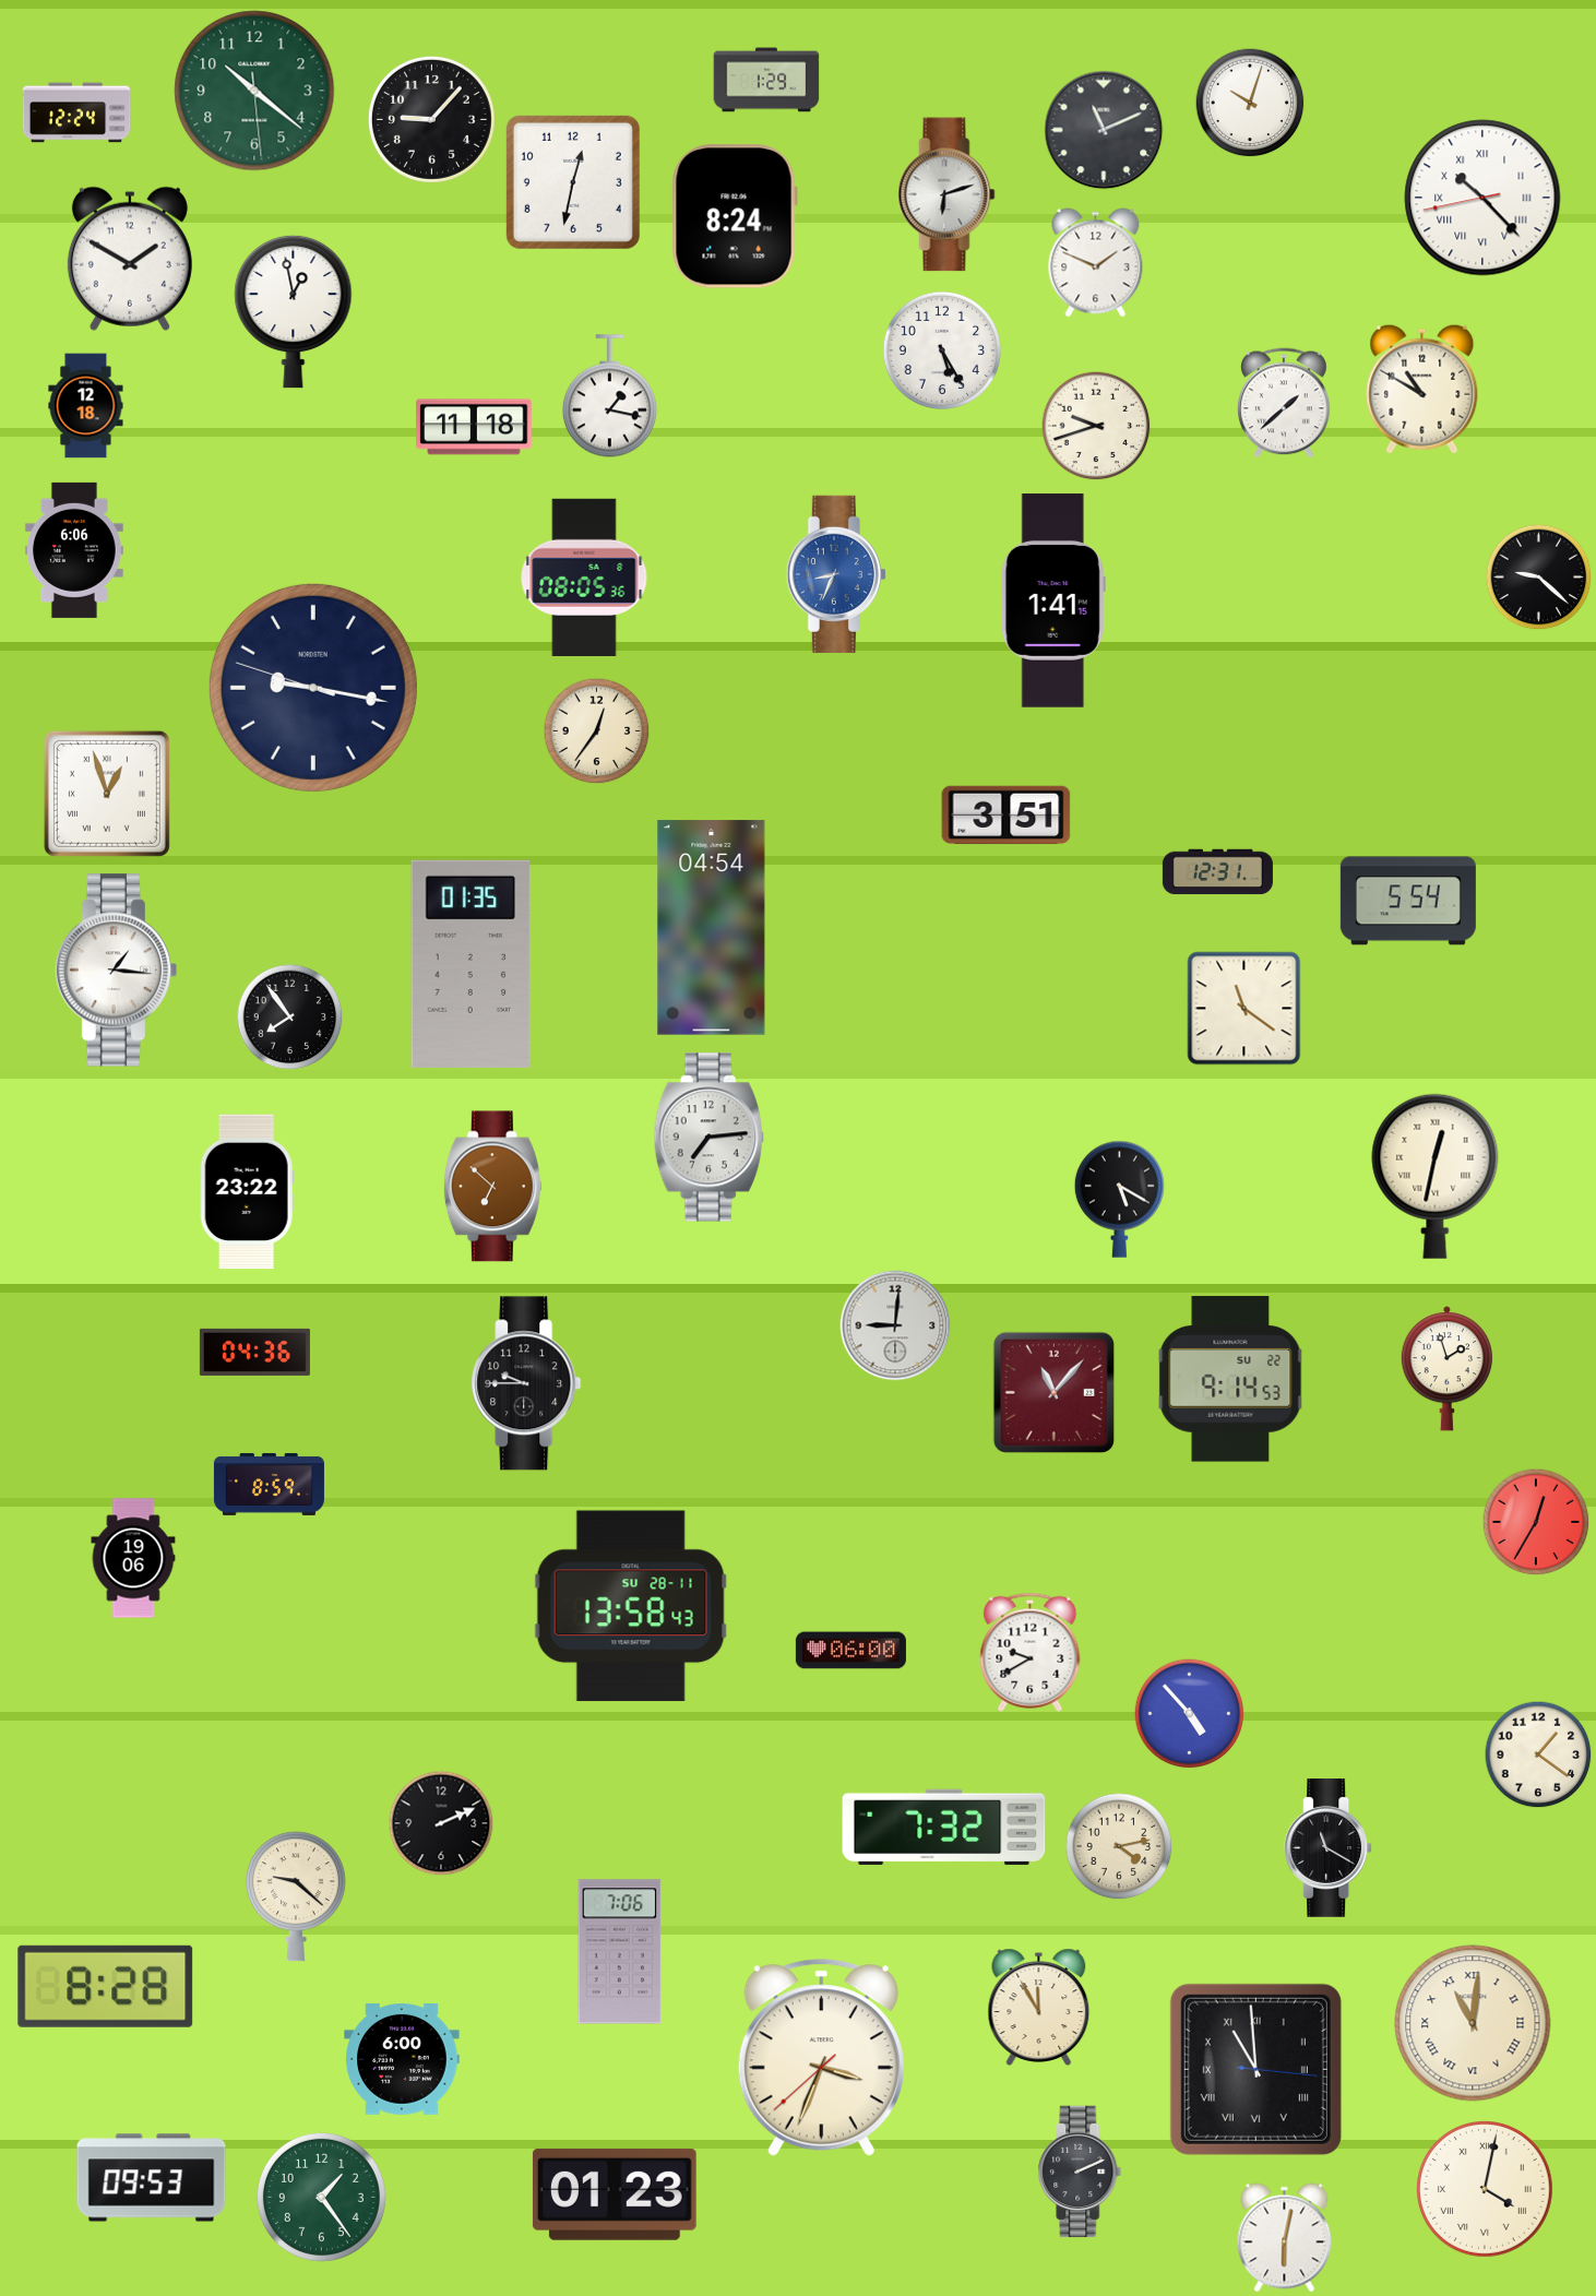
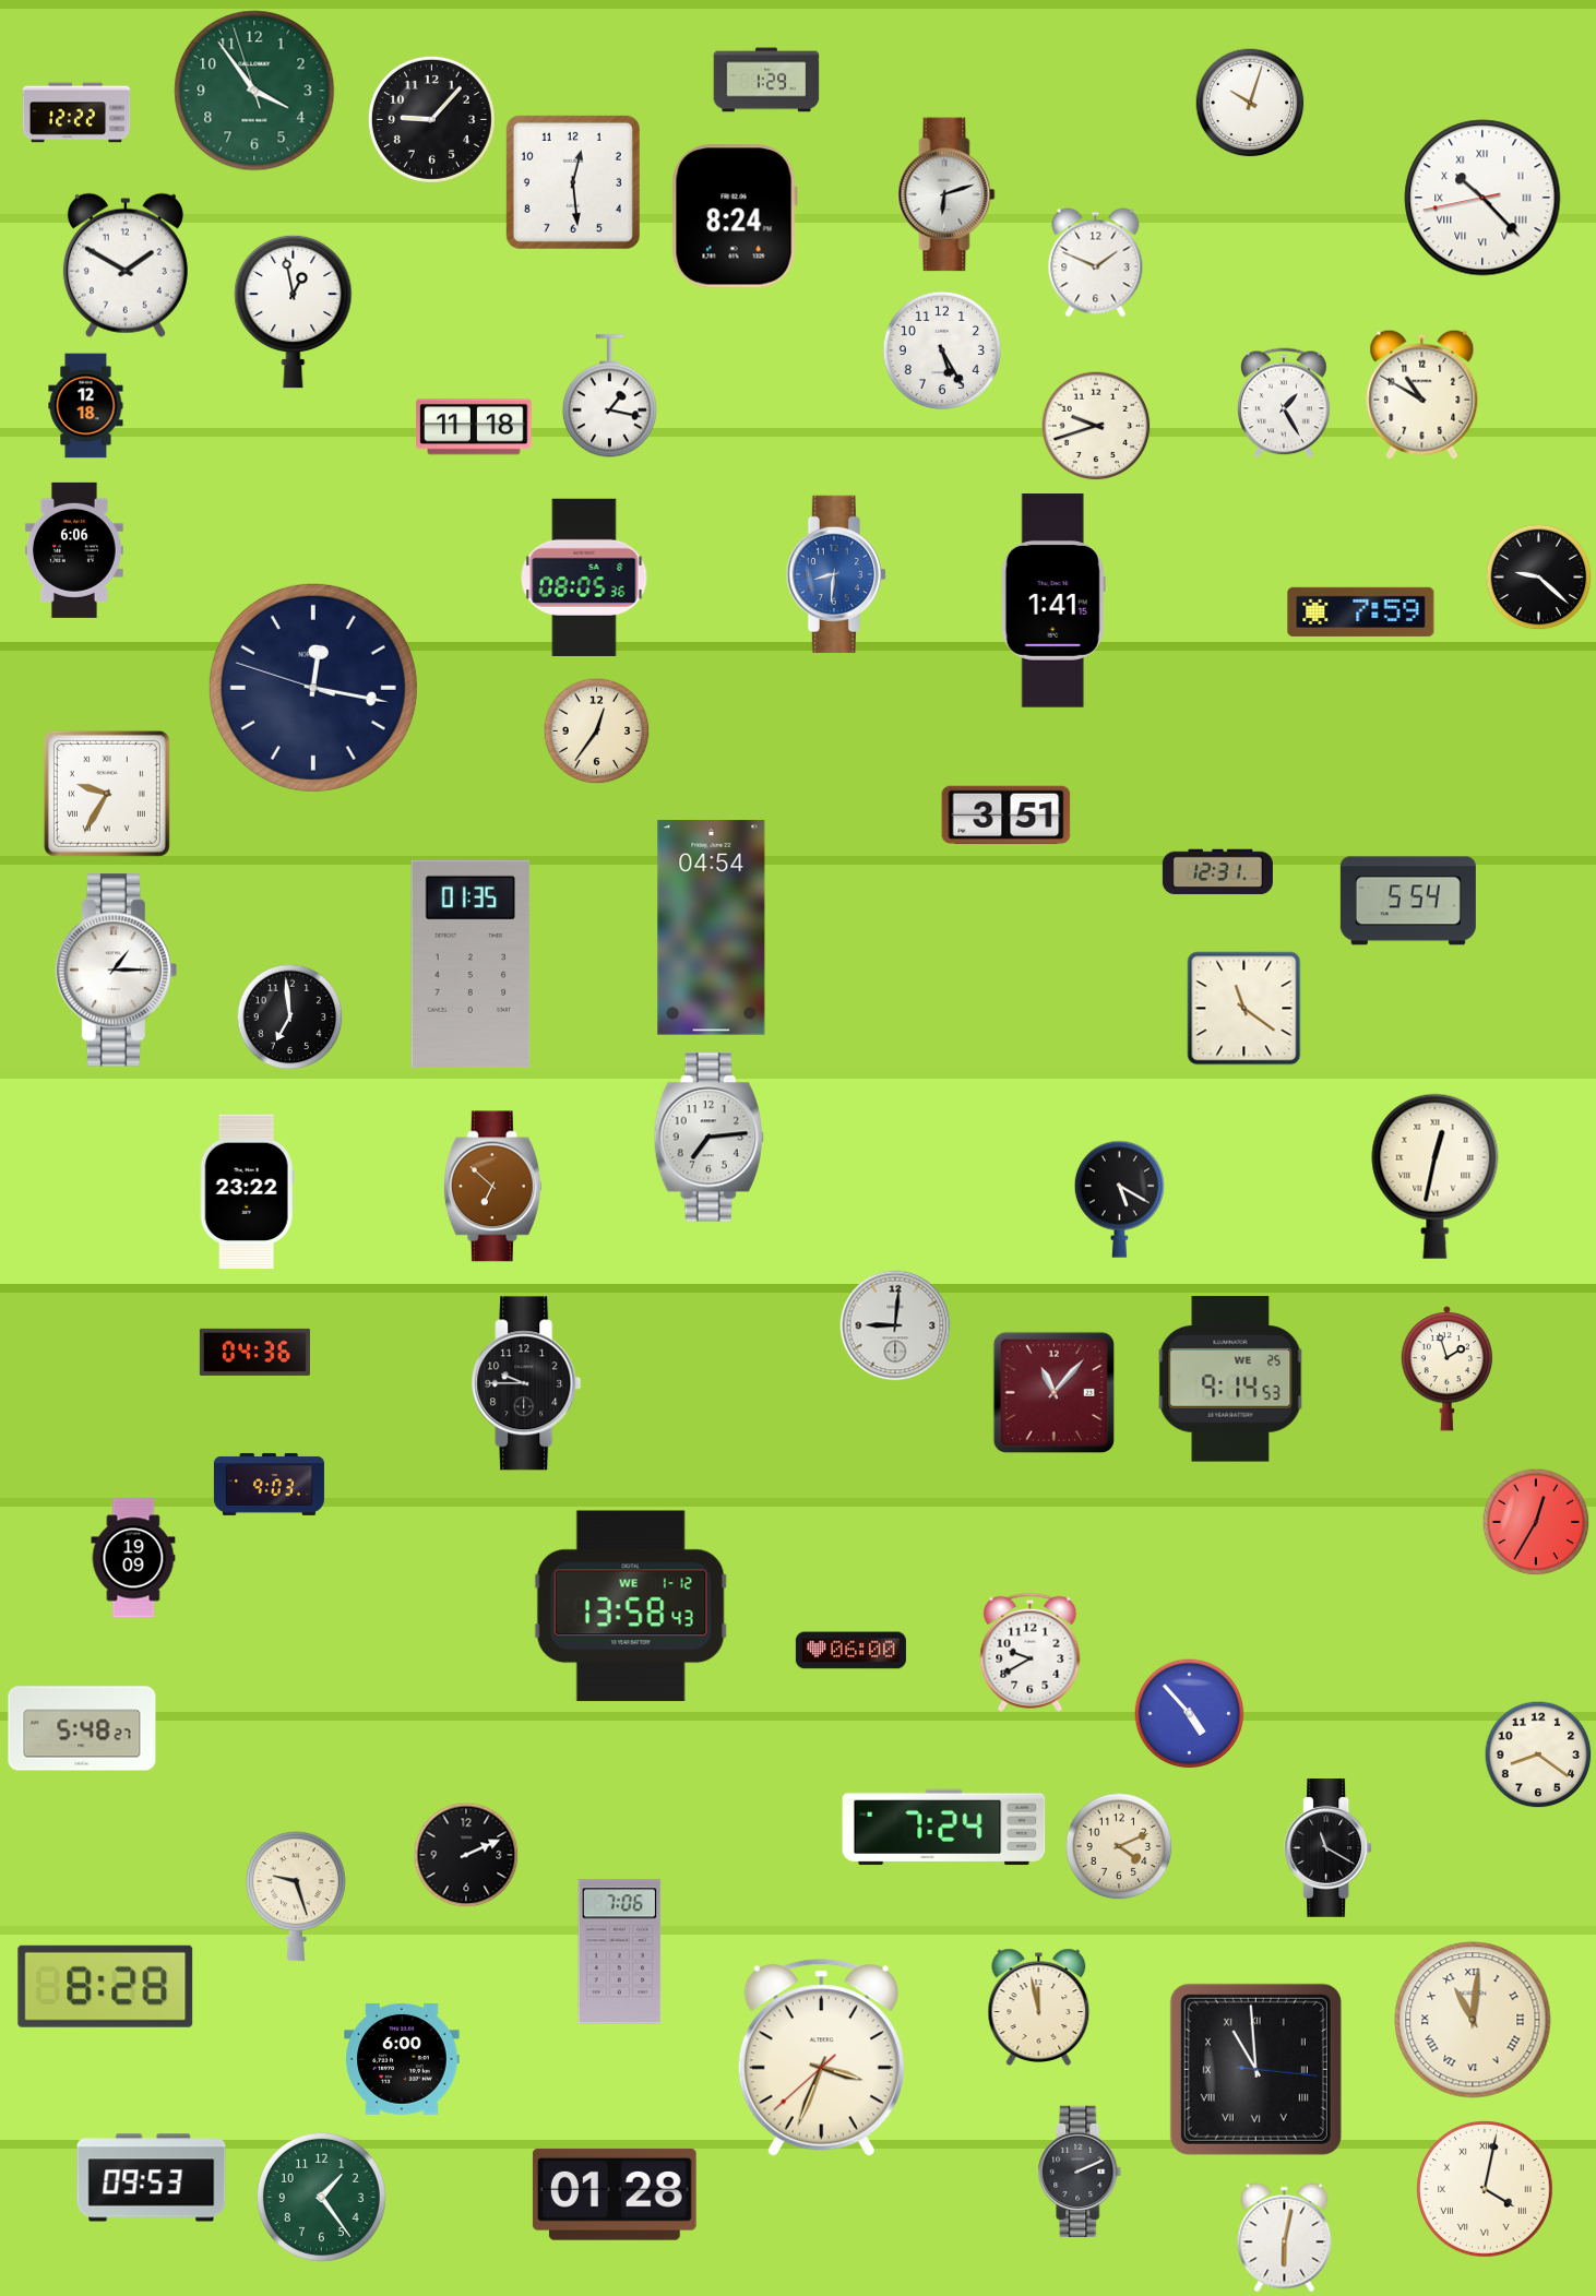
clock at (254, 91): 10:21 -> 3:53
clock at (76, 112): 12:24 -> 12:22
clock at (1104, 130): 11:11 -> none
clock at (573, 182): 12:32 -> 12:29
clock at (130, 259) position: (130, 259) -> (126, 265)
clock at (1422, 389) position: (1422, 389) -> (1422, 394)
clock at (1284, 403): 1:38 -> 1:25
clock at (836, 574): 8:34 -> 8:31
clock at (1361, 611): none -> 7:59
clock at (313, 688): 9:16 -> 12:16
clock at (107, 794): 12:57 -> 9:35
clock at (117, 971): 1:16 -> 1:15
clock at (290, 1018): 7:54 -> 6:59
clock at (1230, 1379) date: SU 22 -> WE 25
clock at (269, 1484): 8:59 -> 9:03
clock at (133, 1558): 19:06 -> 19:09
clock at (631, 1606) date: SU 28-11 -> WE 1-12
clock at (82, 1728): none -> 5:48
clock at (1538, 1754): 1:21 -> 8:21
clock at (441, 1823) position: (441, 1823) -> (466, 1855)
clock at (944, 1828): 7:32 -> 7:24
clock at (1119, 1846): 4:13 -> 4:11
clock at (296, 1896): 9:22 -> 9:27
clock at (1039, 2007): 11:55 -> 11:58
clock at (1473, 2023) position: (1473, 2023) -> (1473, 2020)
clock at (615, 2194): 01:23 -> 01:28
